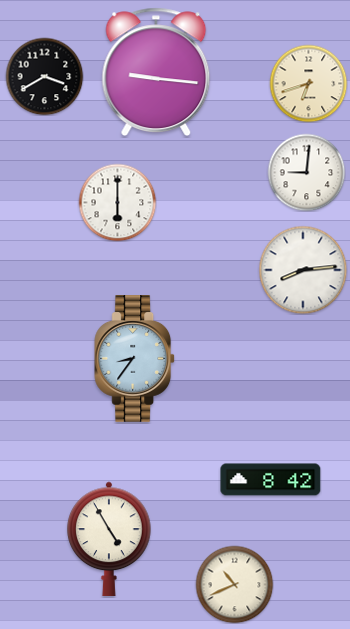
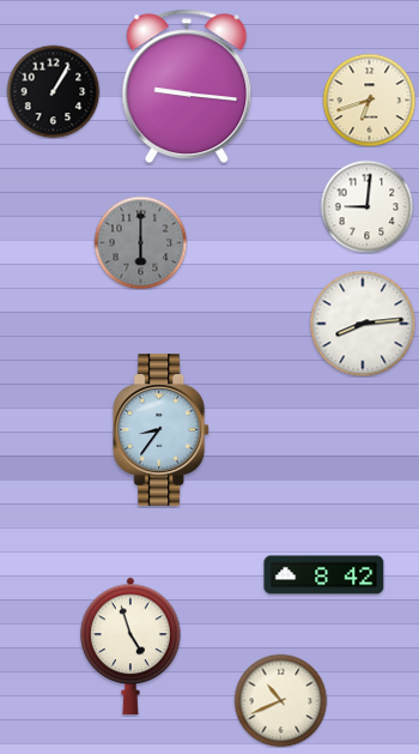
clock at (44, 76): 3:40 -> 1:05
clock at (117, 202) dial: white -> grey
clock at (109, 538): 4:55 -> 4:57
